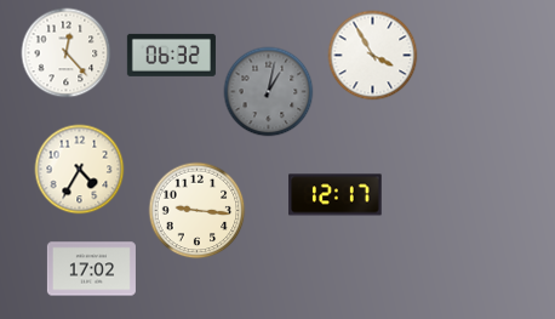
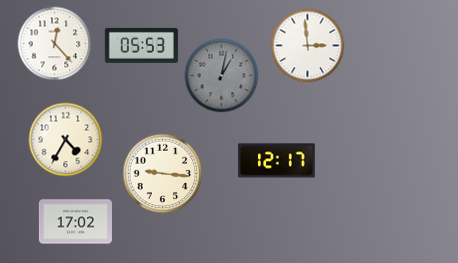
clock at (171, 55): 06:32 -> 05:53
clock at (373, 56): 3:55 -> 2:59
